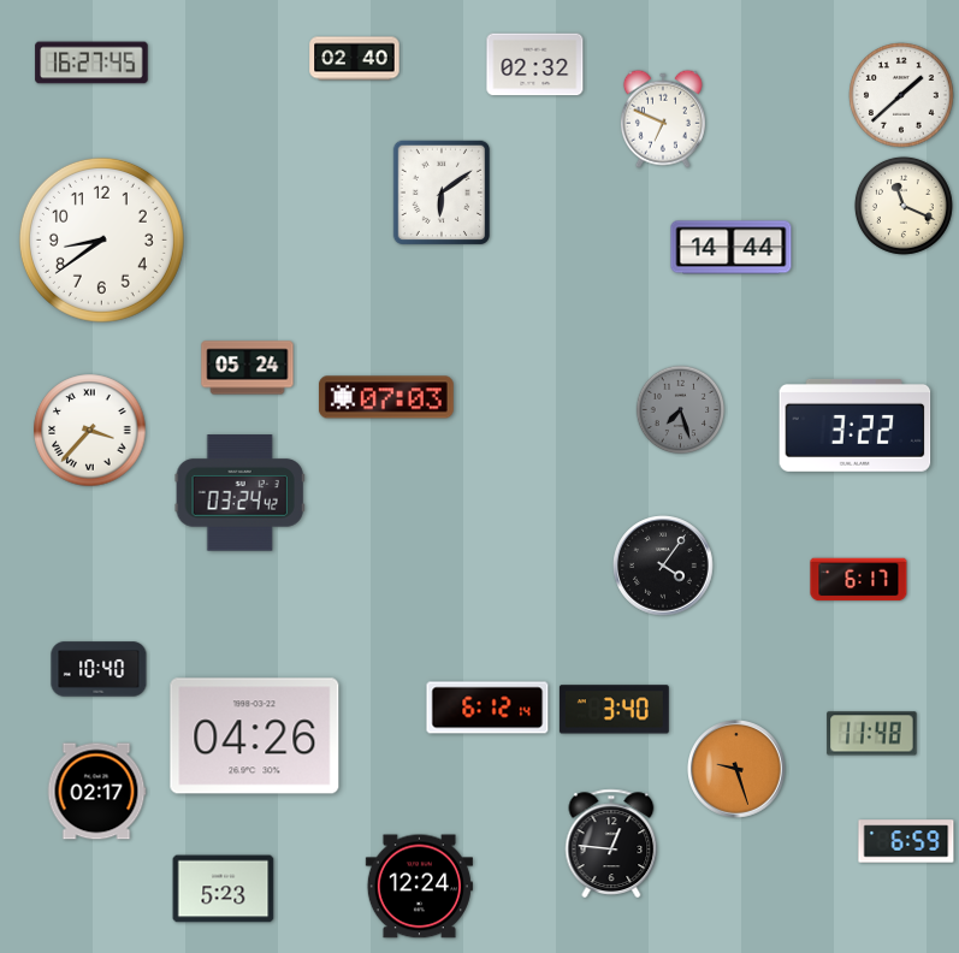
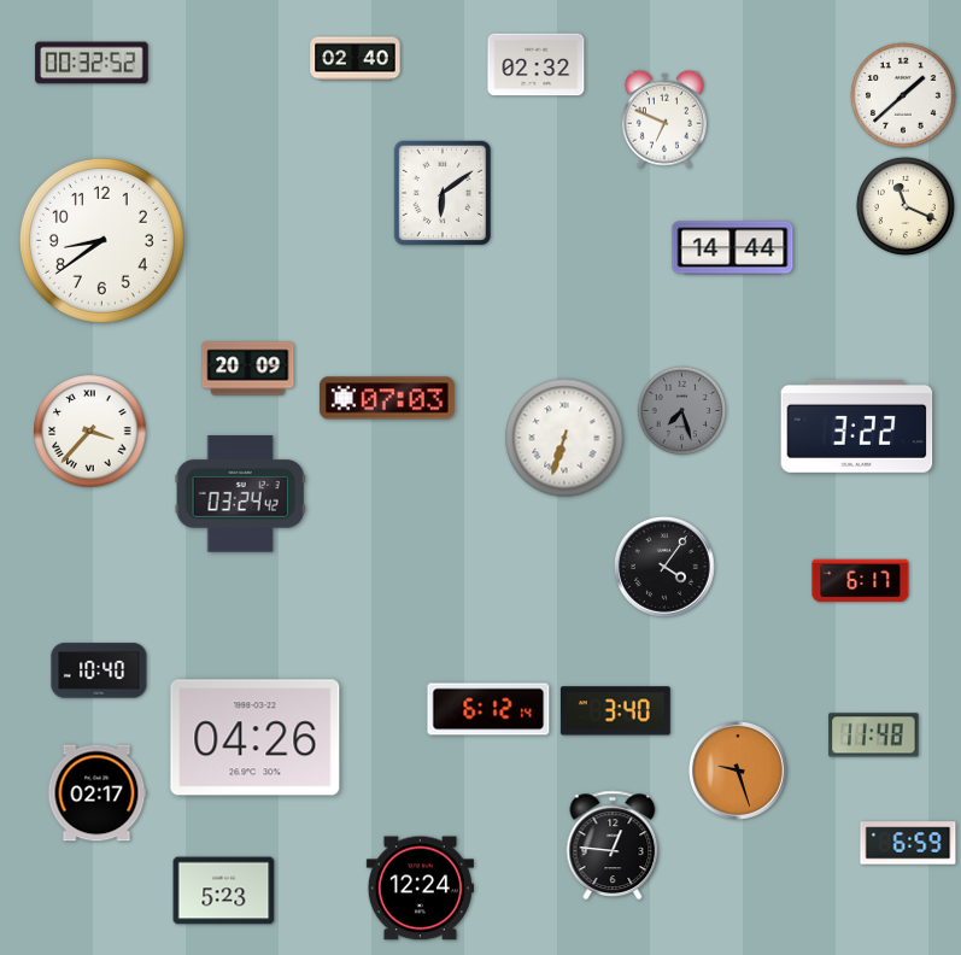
clock at (91, 63): 16:27 -> 00:32
clock at (248, 368): 05:24 -> 20:09
clock at (564, 438): none -> 6:33
